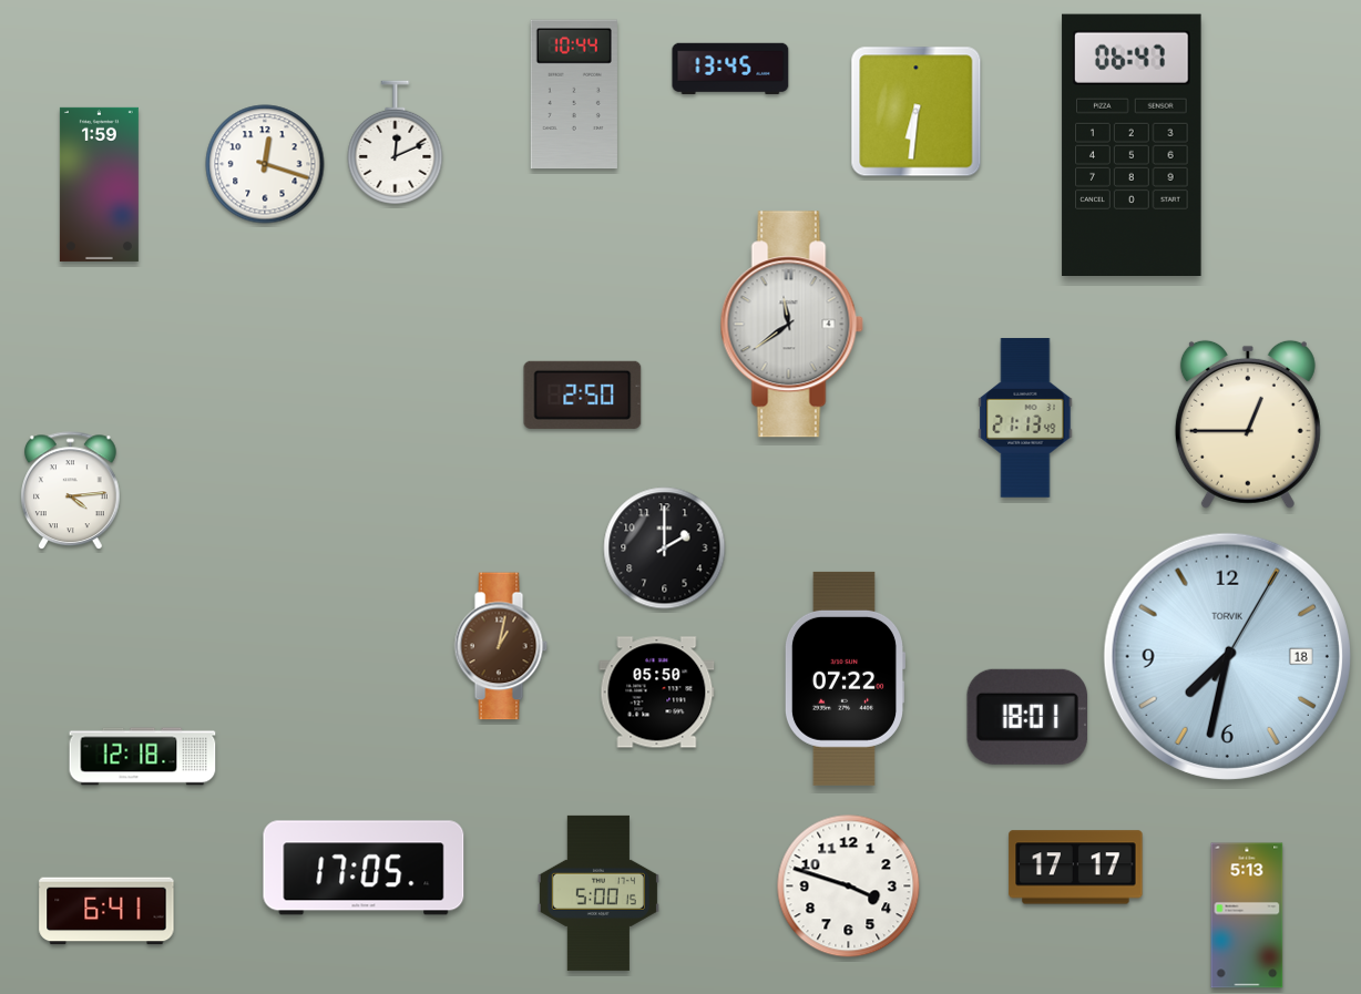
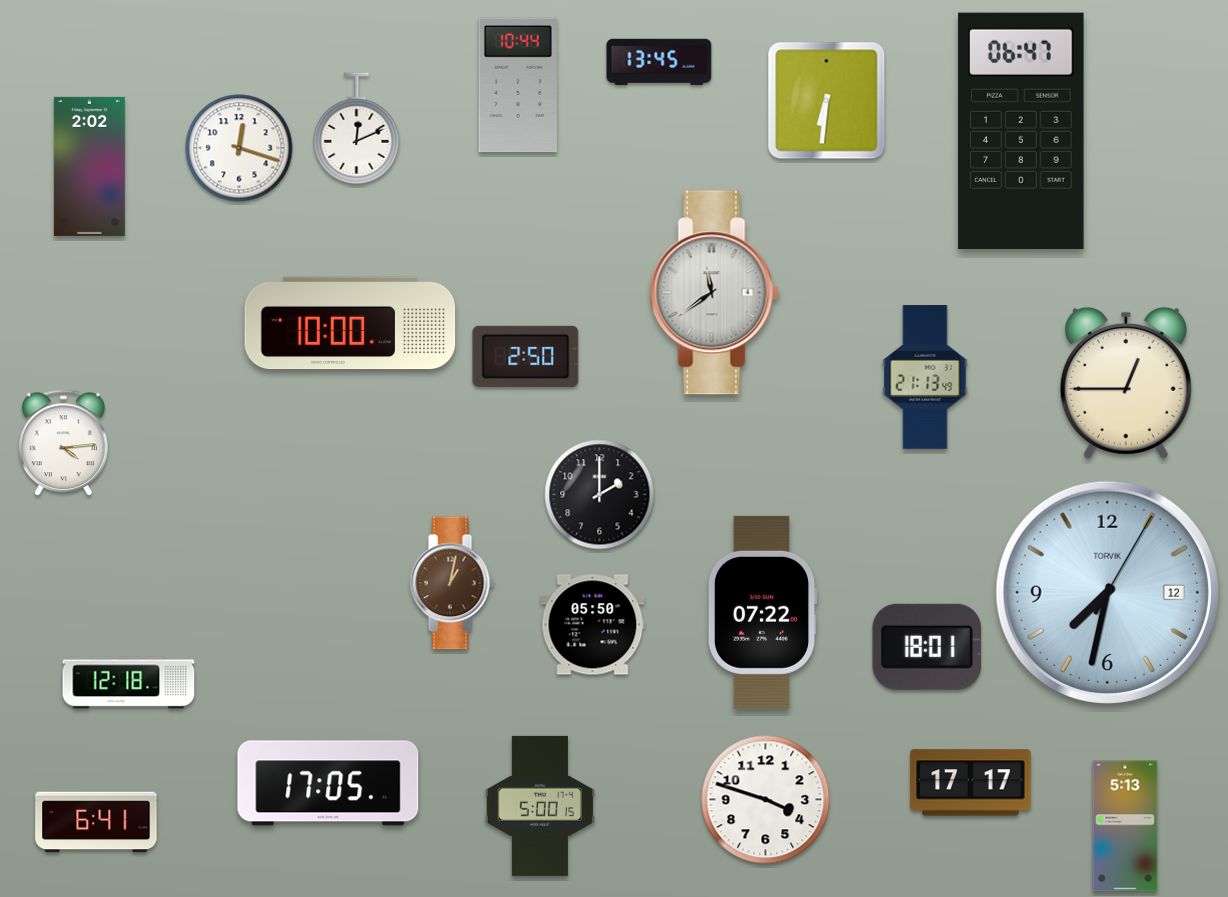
clock at (99, 184): 1:59 -> 2:02
clock at (350, 323): none -> 10:00
clock at (1227, 656) date: 18 -> 12
